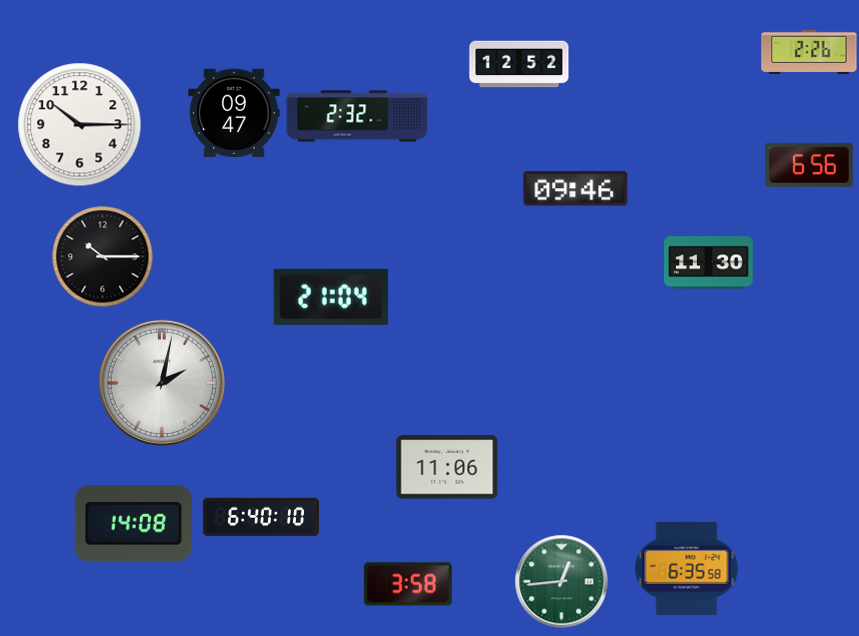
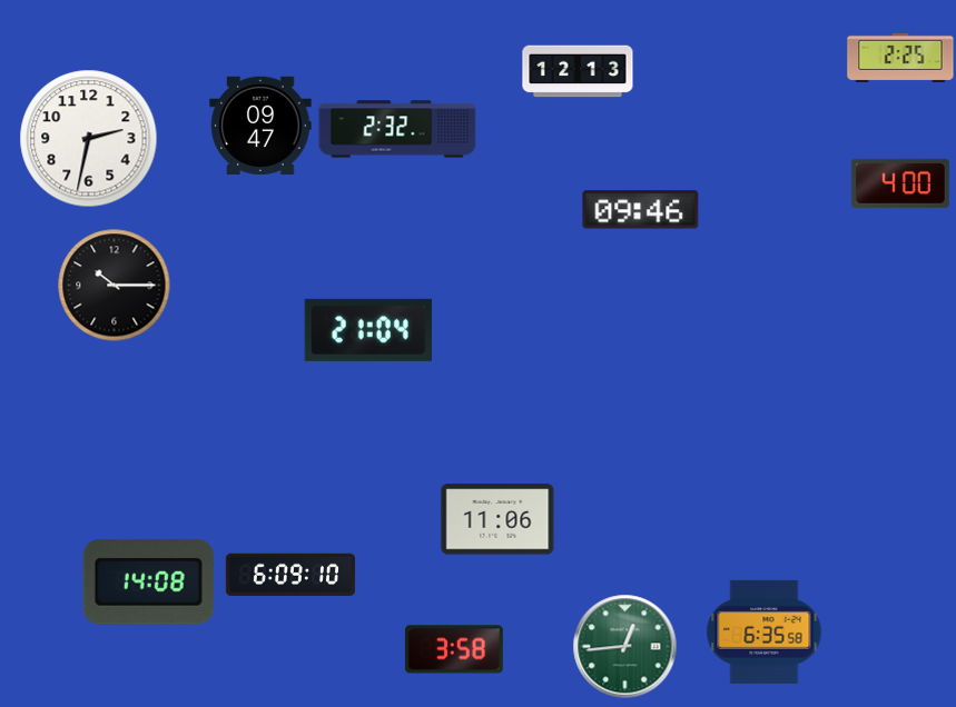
clock at (809, 52): 2:26 -> 2:25
clock at (519, 64): 12:52 -> 12:13
clock at (80, 125): 10:15 -> 2:32
clock at (809, 165): 6:56 -> 4:00
clock at (709, 263): 11:30 -> none
clock at (162, 383): 2:02 -> none
clock at (261, 517): 6:40 -> 6:09
